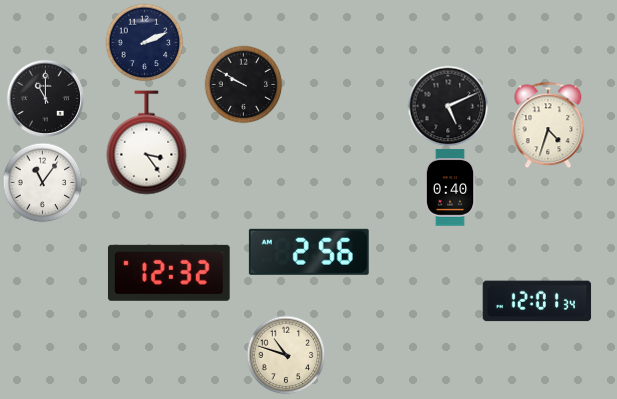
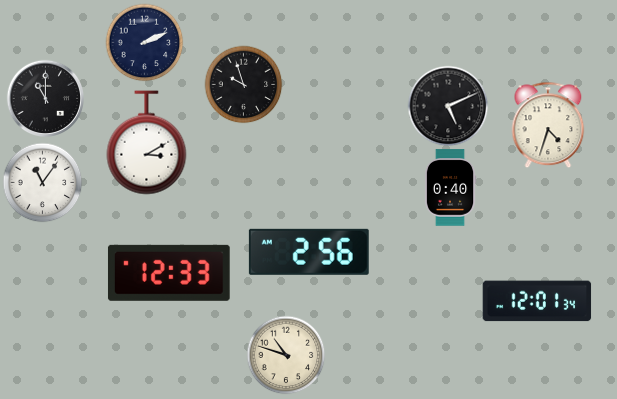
clock at (243, 84): 9:50 -> 9:57
clock at (147, 143): 3:24 -> 3:10
clock at (169, 273): 12:32 -> 12:33
